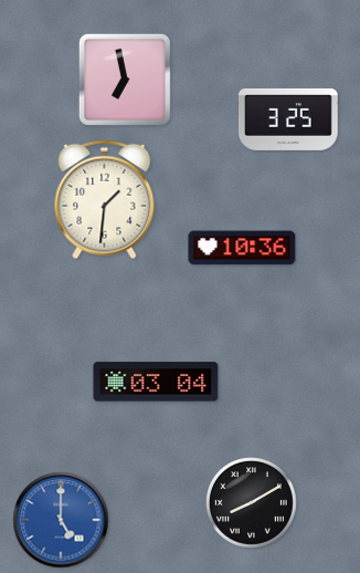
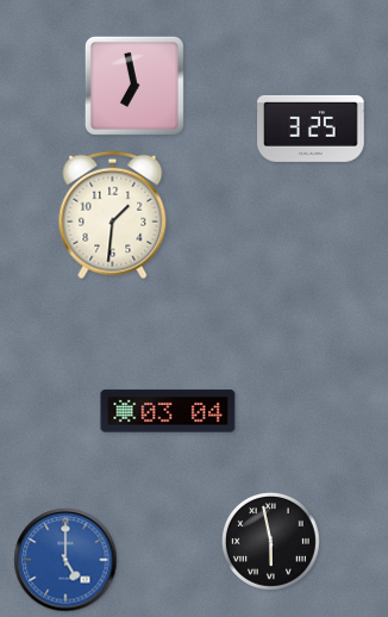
clock at (242, 248): 10:36 -> none
clock at (252, 503): 8:10 -> 5:58
